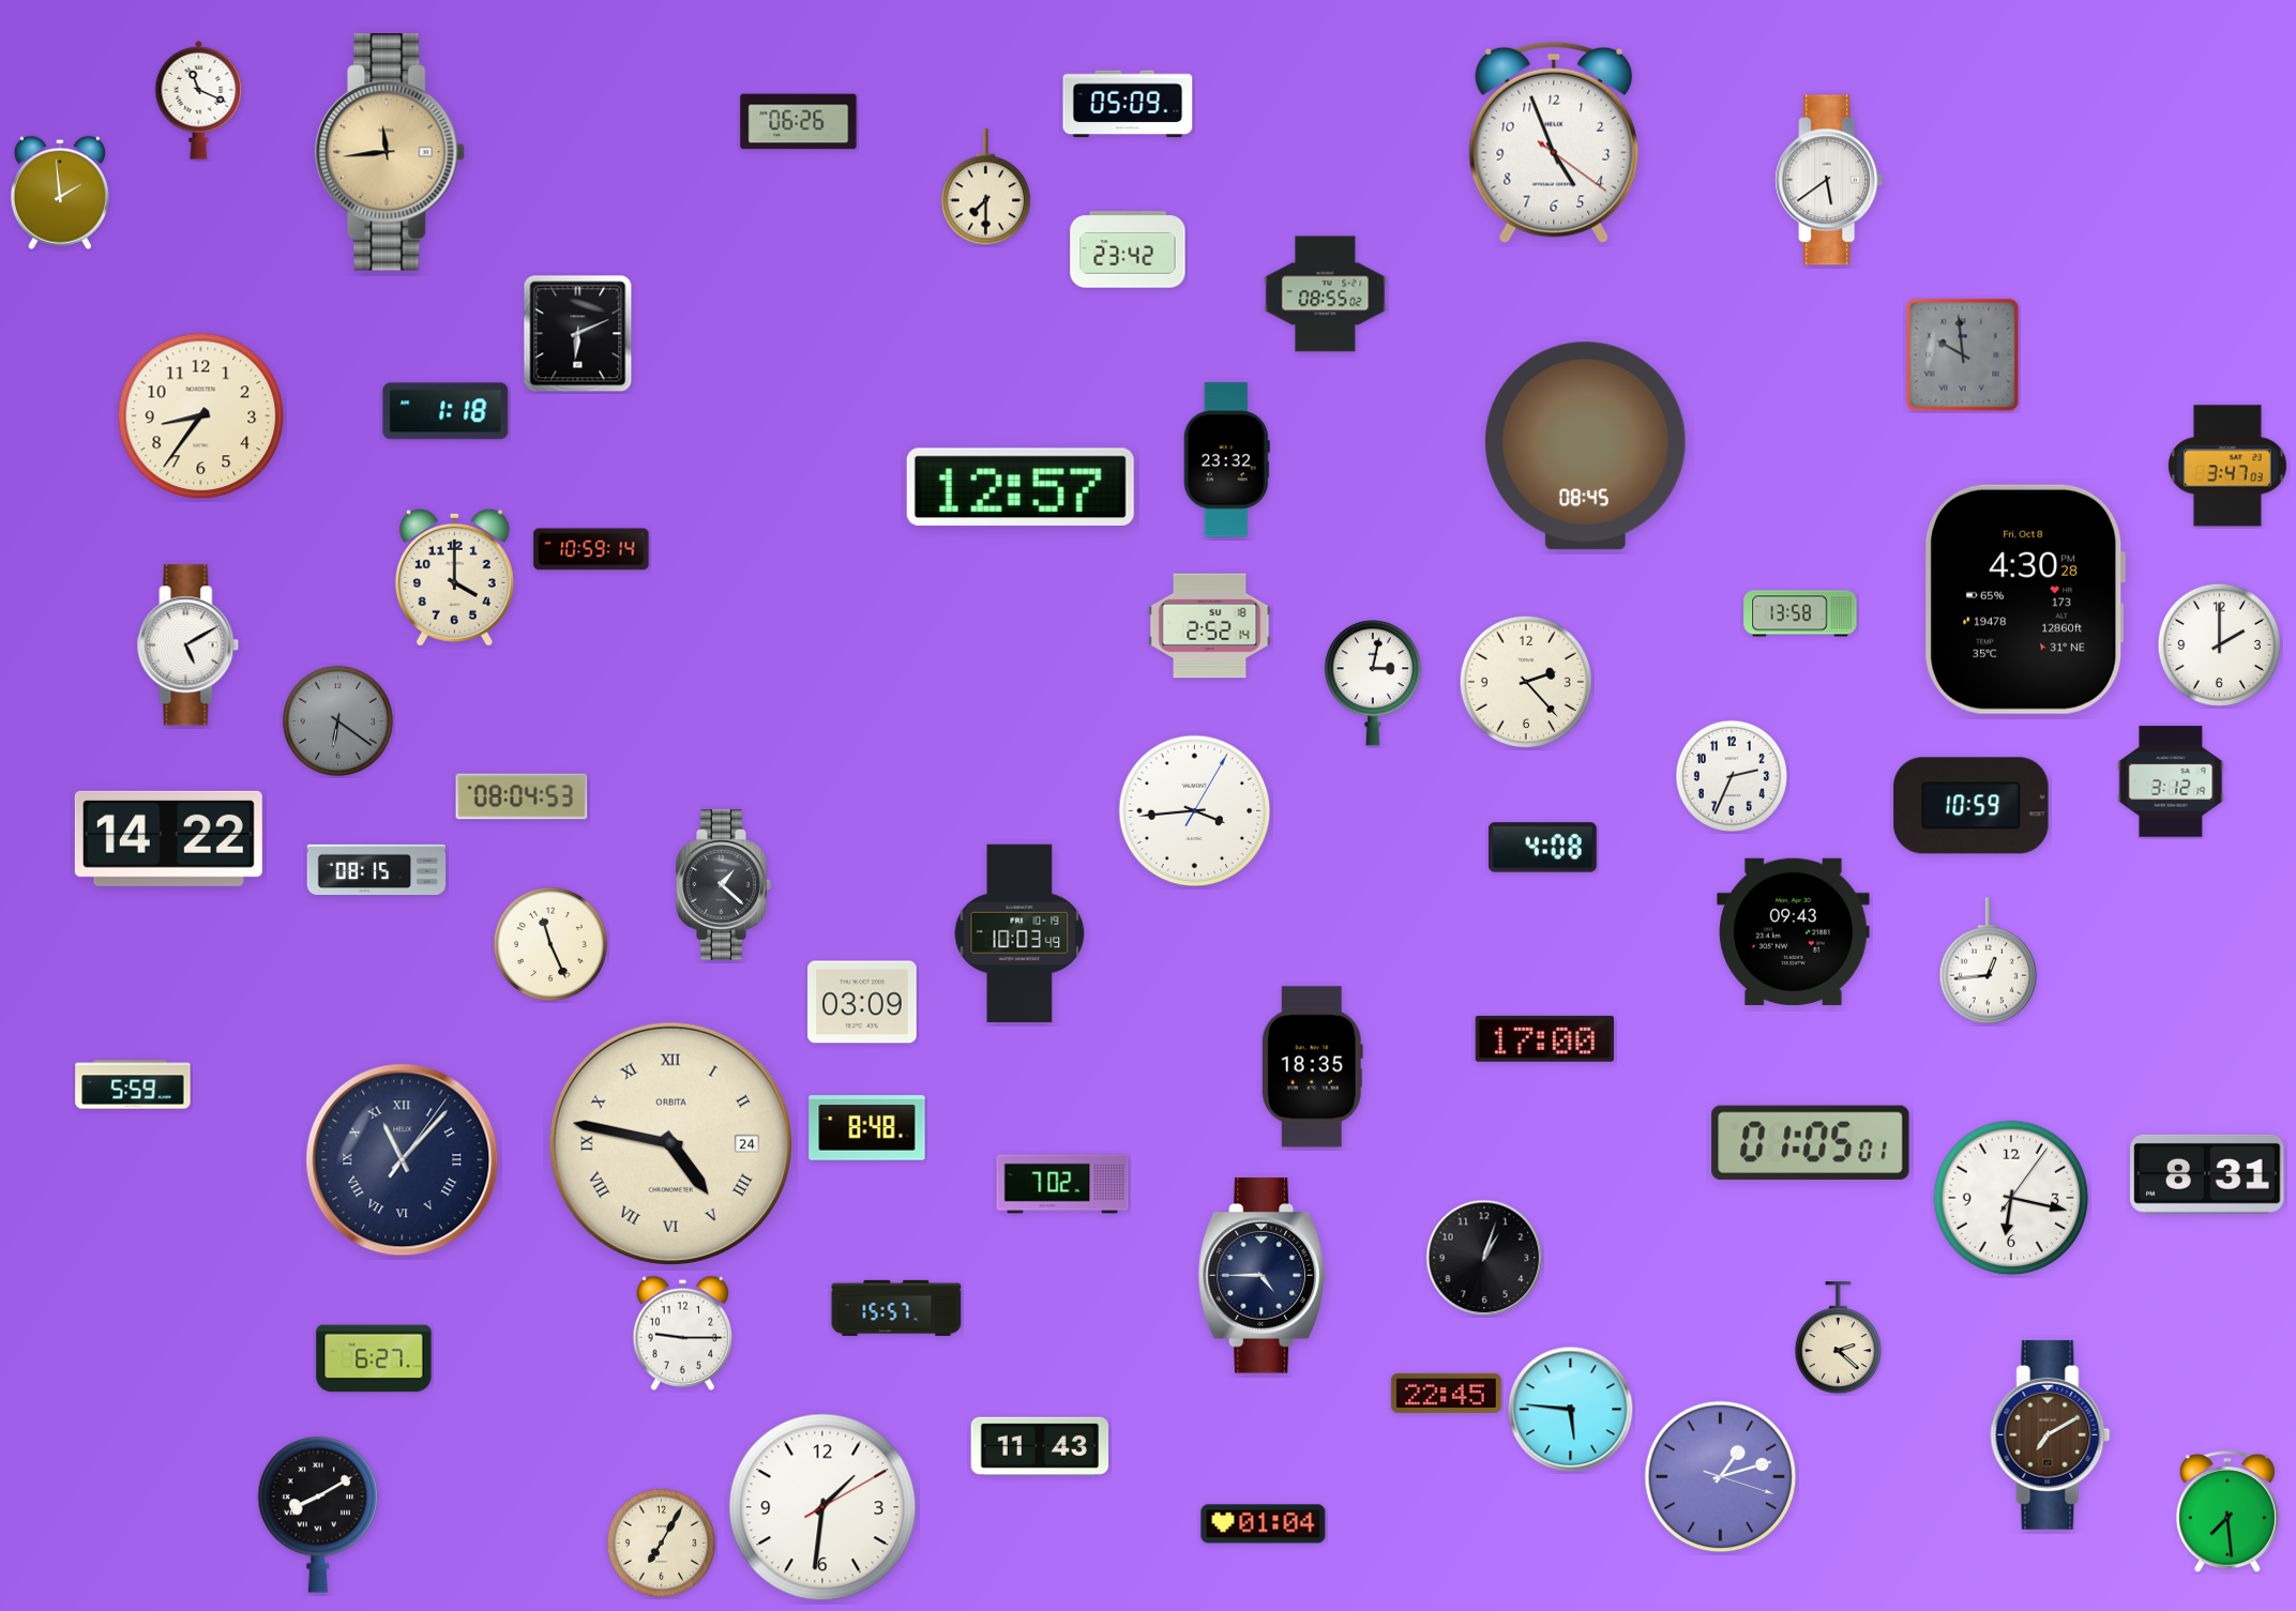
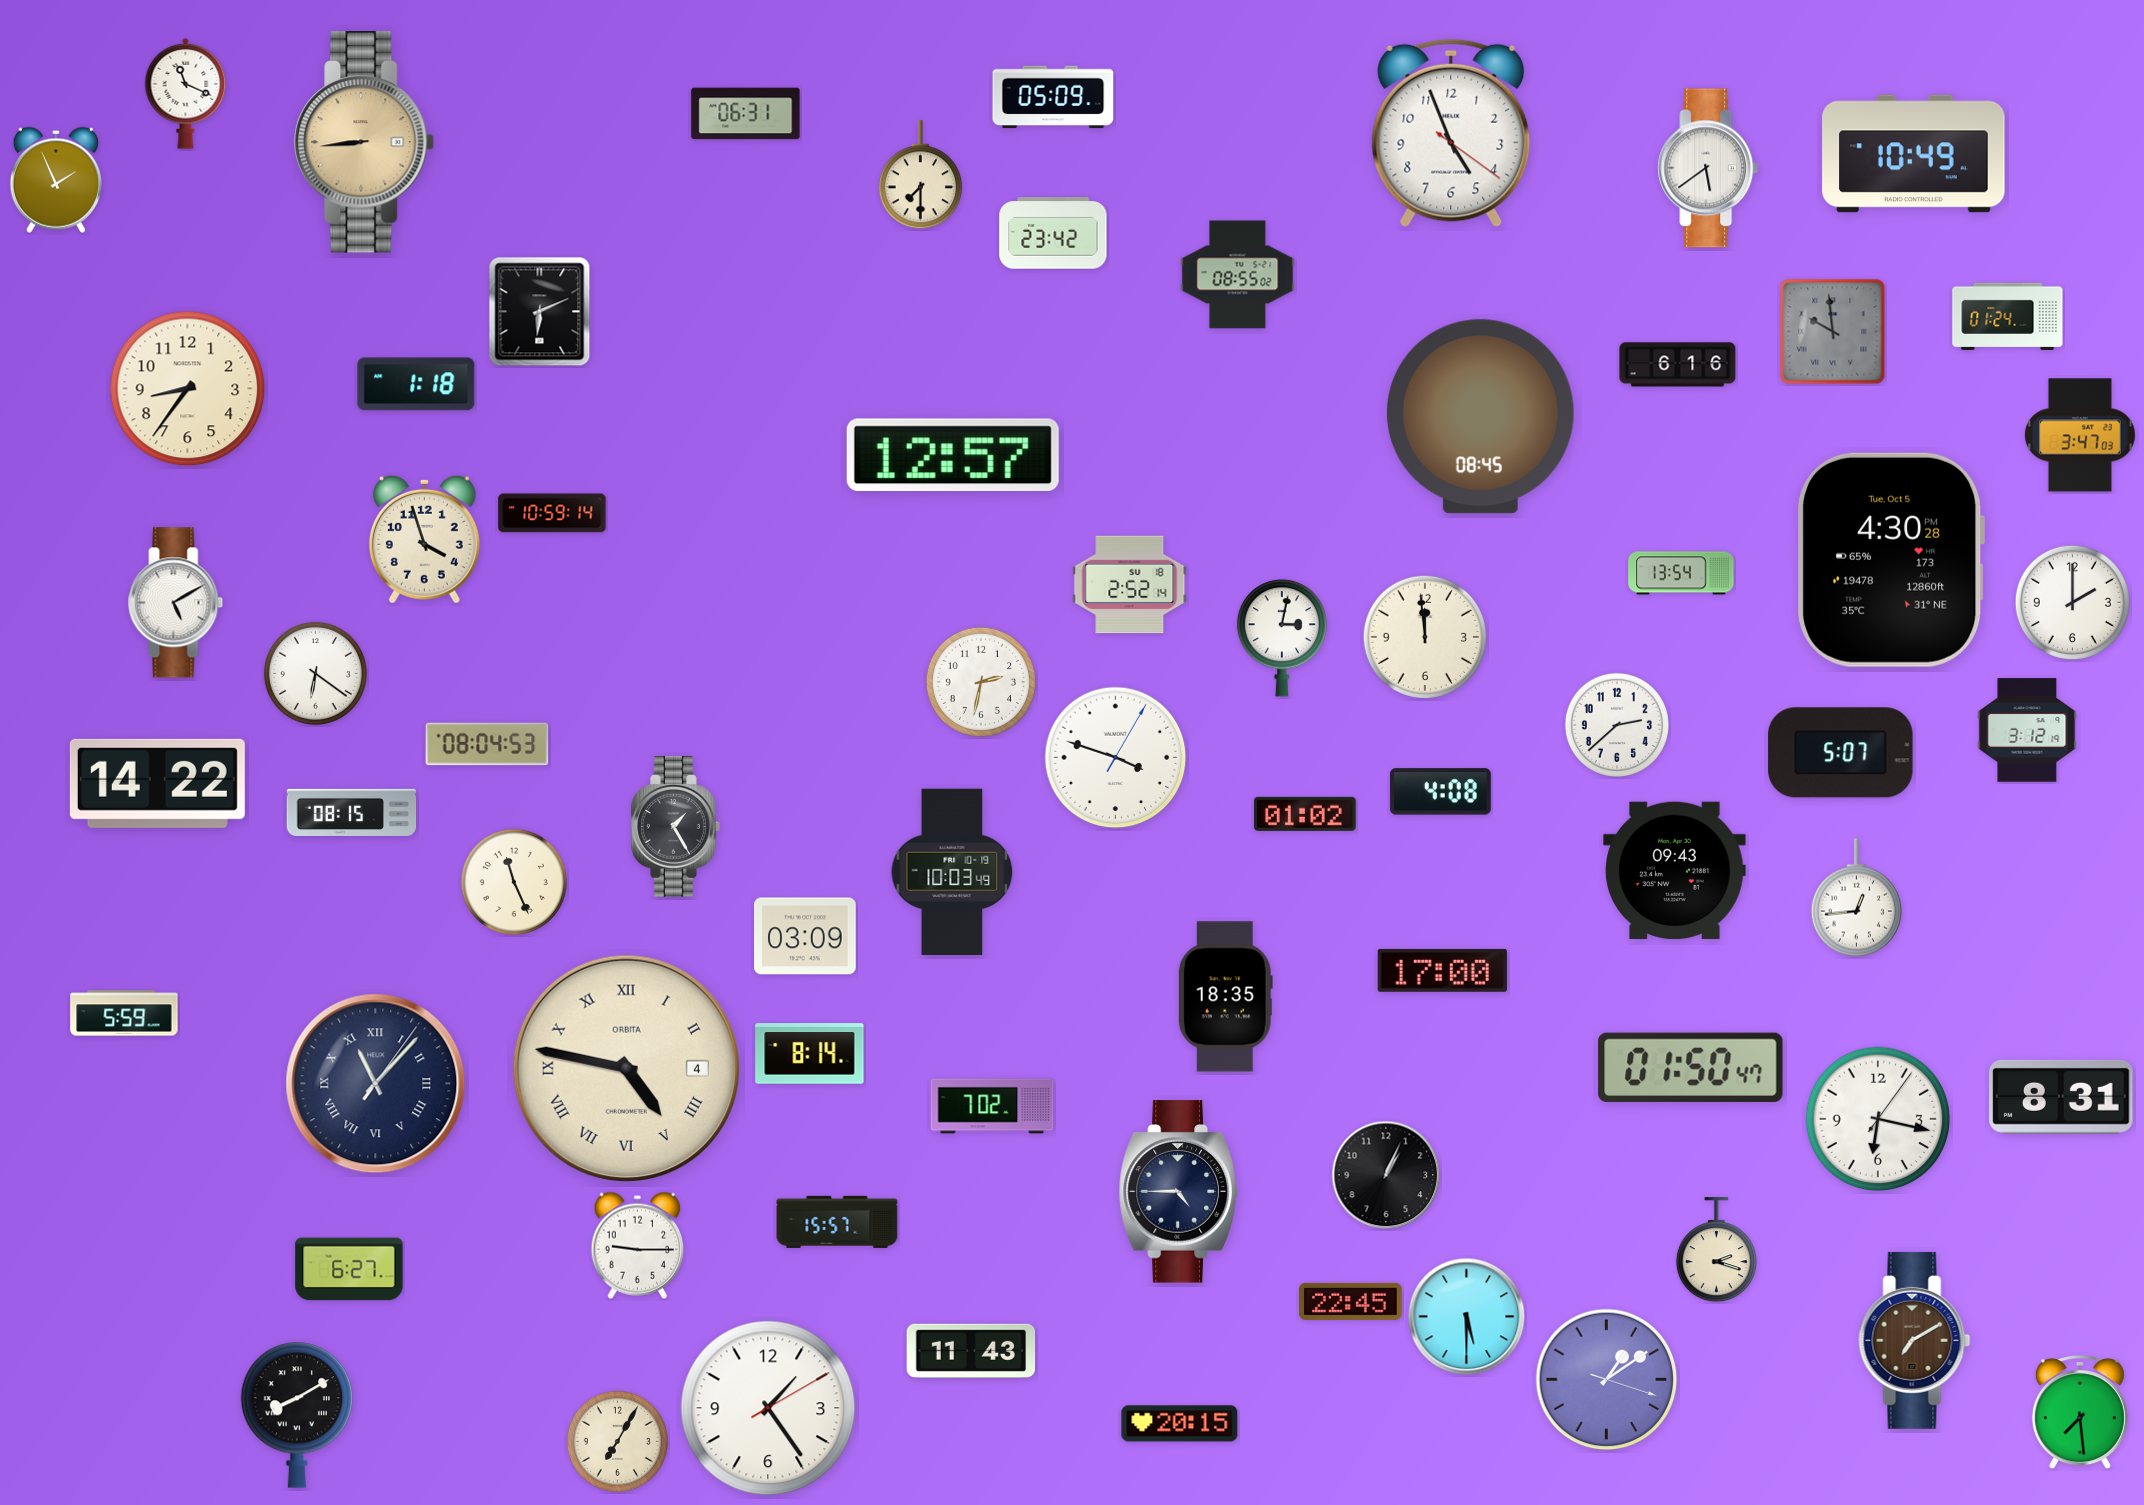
clock at (799, 122): 06:26 -> 06:31
clock at (391, 152): 11:44 -> 8:44
clock at (1914, 154): none -> 10:49
clock at (60, 193): 1:59 -> 1:56
clock at (2008, 316): none -> 01:24
clock at (1678, 365): none -> 6:16
clock at (1226, 460): 23:32 -> none
clock at (454, 577): 4:00 -> 3:57
clock at (2025, 599) date: Fri, Oct 8 -> Tue, Oct 5
clock at (1800, 613): 13:58 -> 13:54
clock at (1525, 681): 2:23 -> 11:59
clock at (337, 720) dial: grey -> white
clock at (981, 682): none -> 2:32
clock at (1732, 776): 2:34 -> 2:38
clock at (1972, 806): 10:59 -> 5:07
clock at (1195, 811): 3:44 -> 3:48
clock at (1306, 814): none -> 01:02
clock at (724, 885): 1:22 -> 1:25
clock at (867, 1128): 8:48 -> 8:14
clock at (1811, 1142): 01:05 -> 01:50
clock at (670, 1143) date: 24 -> 4
clock at (1484, 1258): 1:03 -> 1:04
clock at (1838, 1338): 2:22 -> 2:18
clock at (1571, 1410): 5:46 -> 5:30
clock at (1721, 1477): 1:12 -> 1:09
clock at (822, 1507): 1:31 -> 1:24
clock at (1264, 1524): 01:04 -> 20:15
